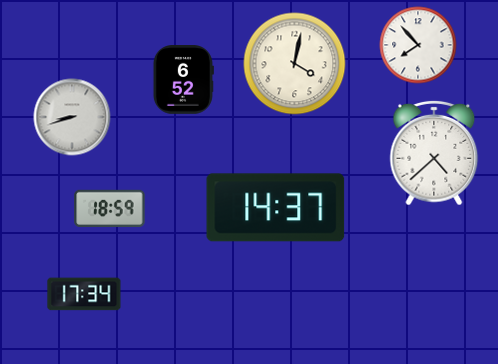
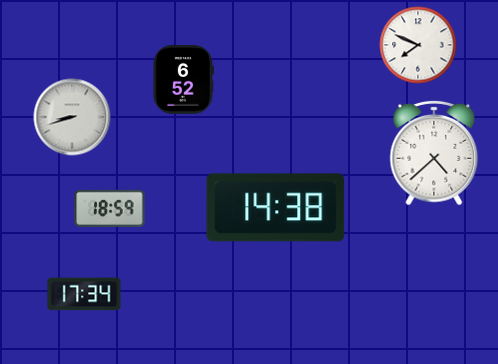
clock at (418, 45): 7:53 -> 7:49
clock at (295, 64): 4:02 -> none
clock at (276, 208): 14:37 -> 14:38
